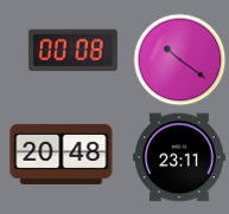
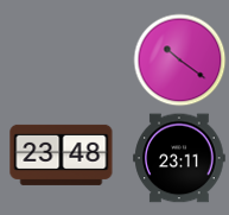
clock at (72, 51): 00:08 -> none
clock at (62, 154): 20:48 -> 23:48
